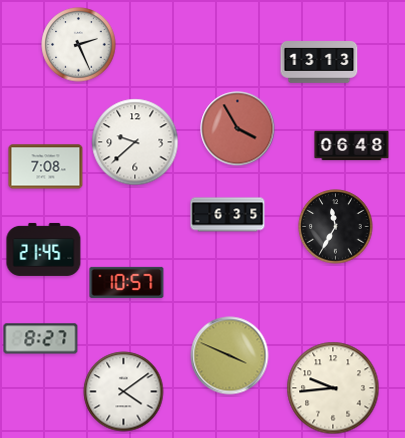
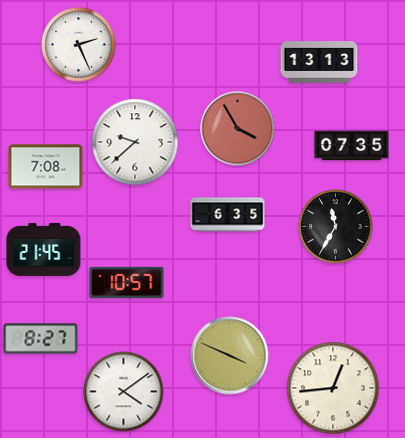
clock at (352, 146): 06:48 -> 07:35
clock at (333, 388): 9:44 -> 12:44
